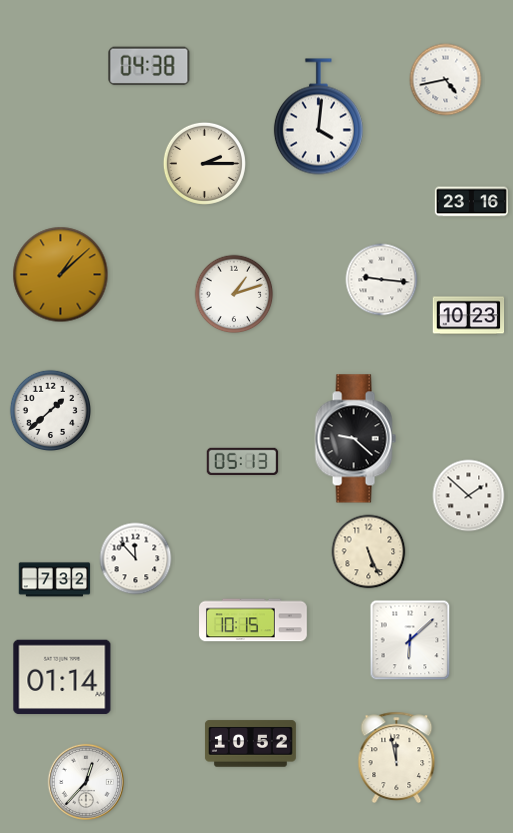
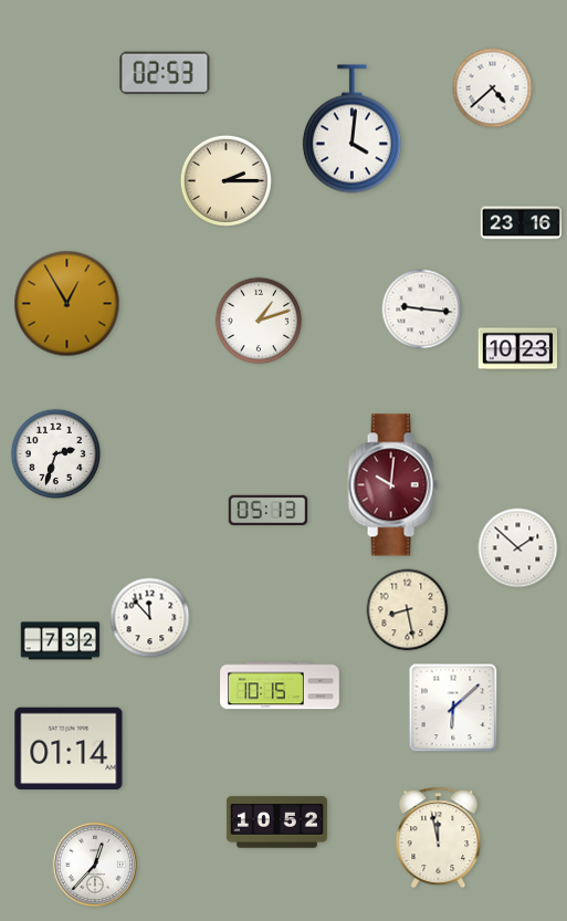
clock at (149, 66): 04:38 -> 02:53
clock at (446, 80): 4:43 -> 4:38
clock at (61, 275): 1:08 -> 12:55
clock at (234, 294) position: (234, 294) -> (259, 321)
clock at (50, 410): 1:38 -> 2:33
clock at (355, 439): 9:22 -> 10:01
clock at (355, 439) dial: black -> burgundy
clock at (369, 552): 5:26 -> 8:28
